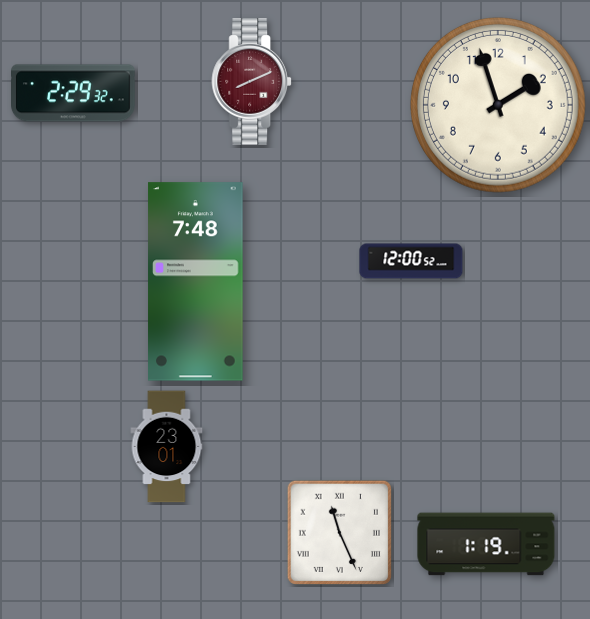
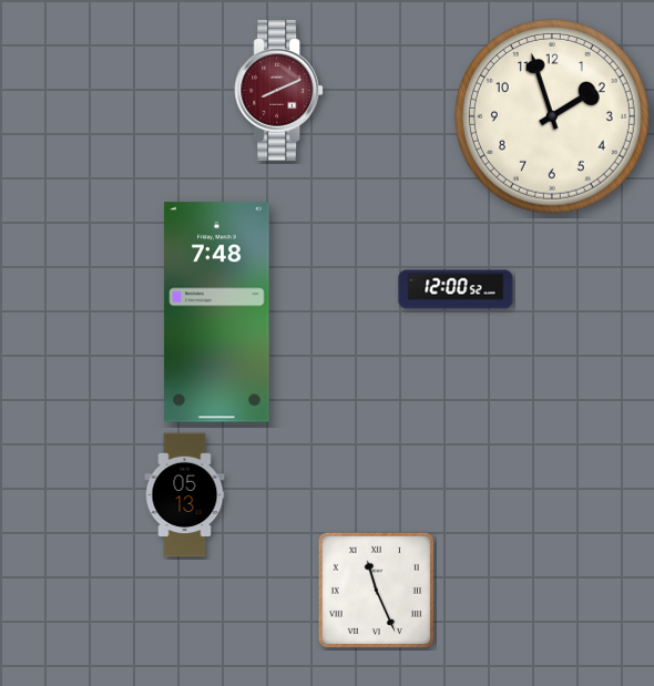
clock at (74, 93): 2:29 -> none
clock at (167, 447): 23:01 -> 05:13
clock at (486, 544): 1:19 -> none
